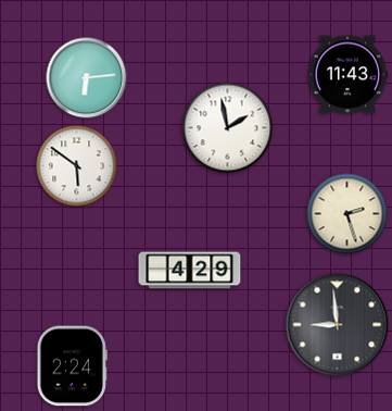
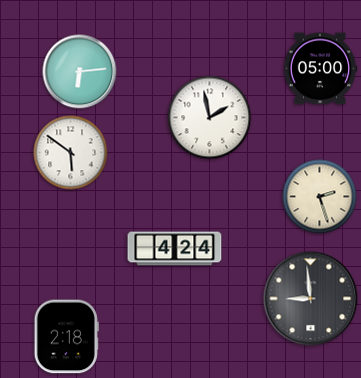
clock at (347, 75): 11:43 -> 05:00
clock at (190, 271): 4:29 -> 4:24
clock at (72, 366): 2:24 -> 2:18
